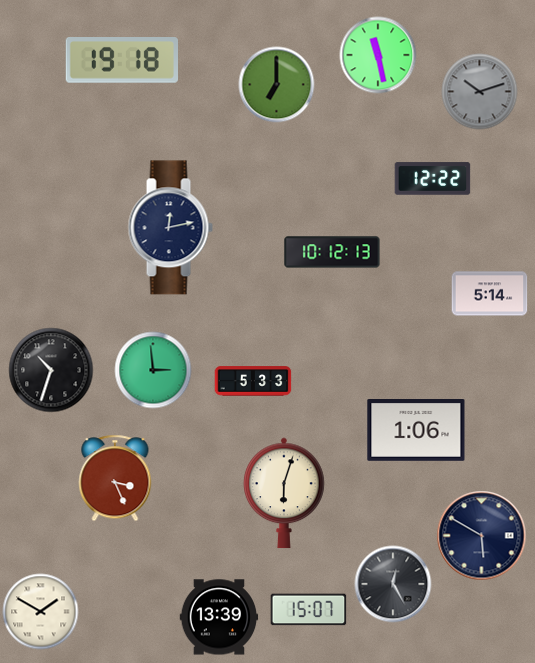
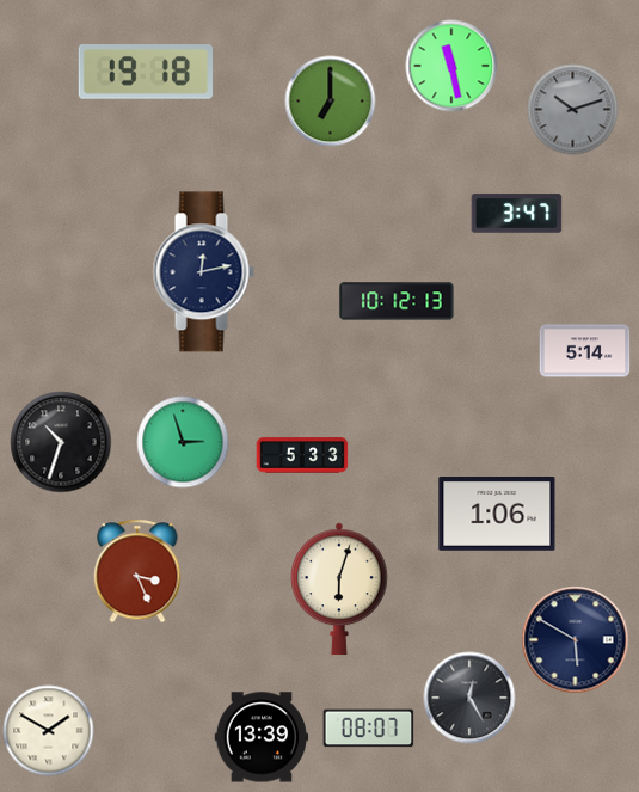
clock at (433, 179): 12:22 -> 3:47
clock at (153, 370): 2:59 -> 2:57
clock at (309, 610): 15:07 -> 08:07
